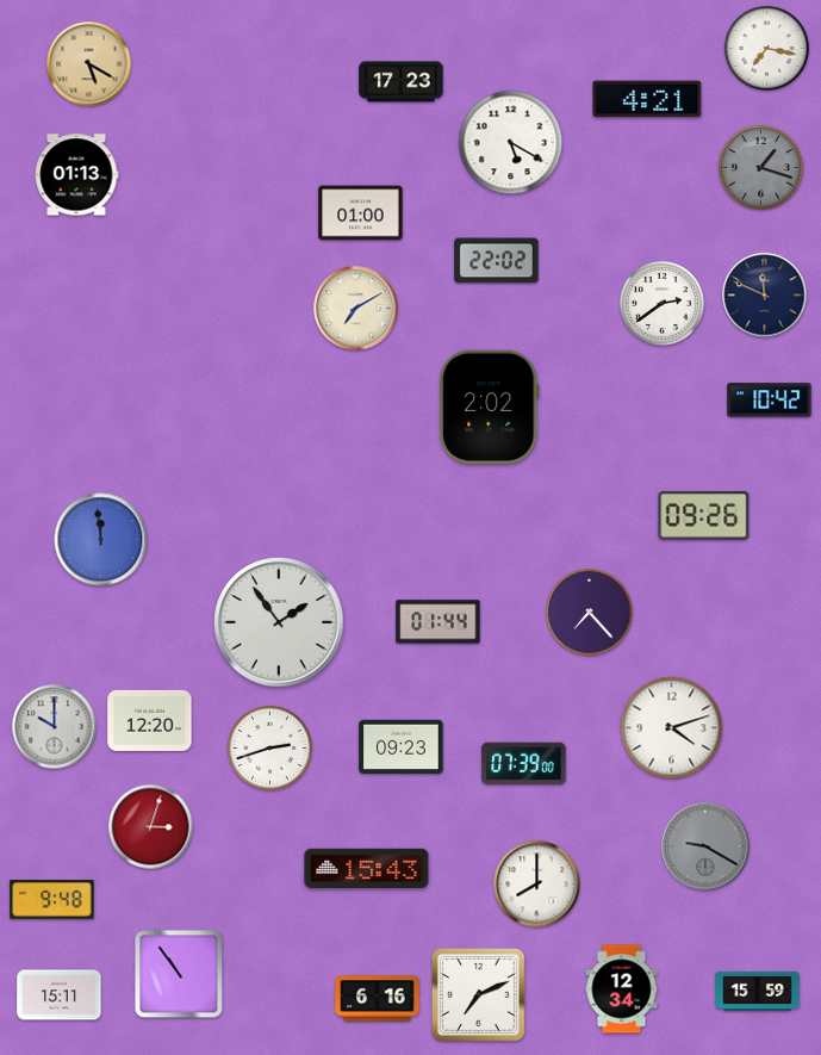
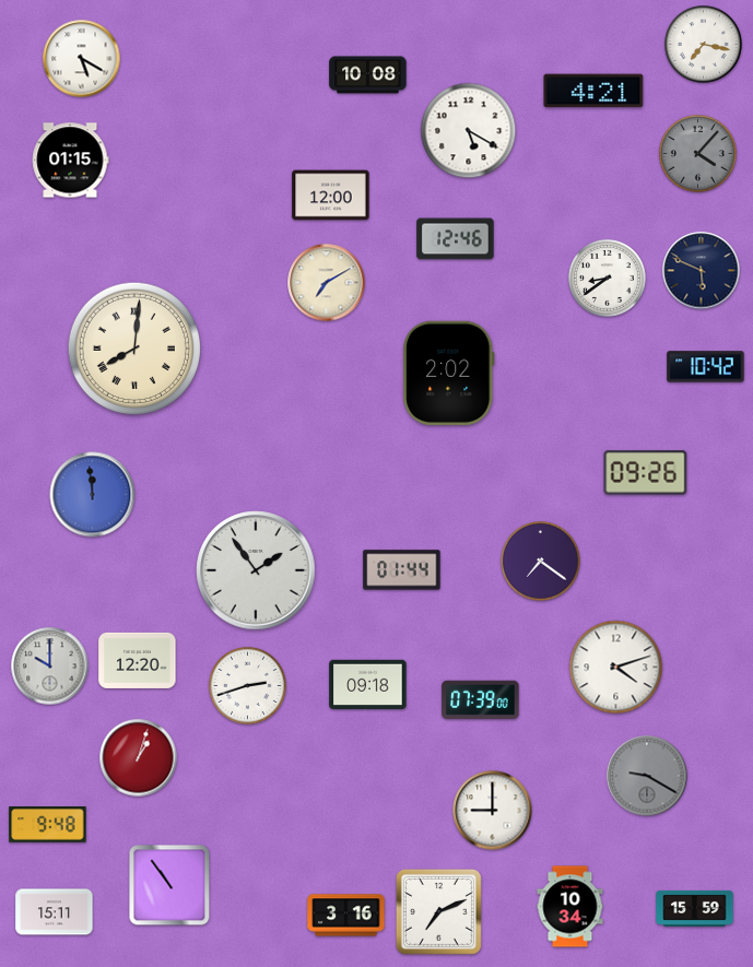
clock at (89, 64) dial: champagne -> white
clock at (402, 82): 17:23 -> 10:08
clock at (760, 167): 1:18 -> 4:07
clock at (76, 175): 01:13 -> 01:15
clock at (361, 213): 01:00 -> 12:00
clock at (497, 261): 22:02 -> 12:46
clock at (765, 296): 11:49 -> 5:49
clock at (661, 303): 2:39 -> 8:39
clock at (133, 347): none -> 8:01
clock at (590, 613): 7:23 -> 7:21
clock at (402, 746): 09:23 -> 09:18
clock at (151, 827): 3:03 -> 1:03
clock at (367, 868): 15:43 -> none
clock at (537, 885): 8:00 -> 9:00
clock at (179, 974) position: (179, 974) -> (169, 885)
clock at (622, 989): 12:34 -> 10:34
clock at (378, 999): 6:16 -> 3:16
